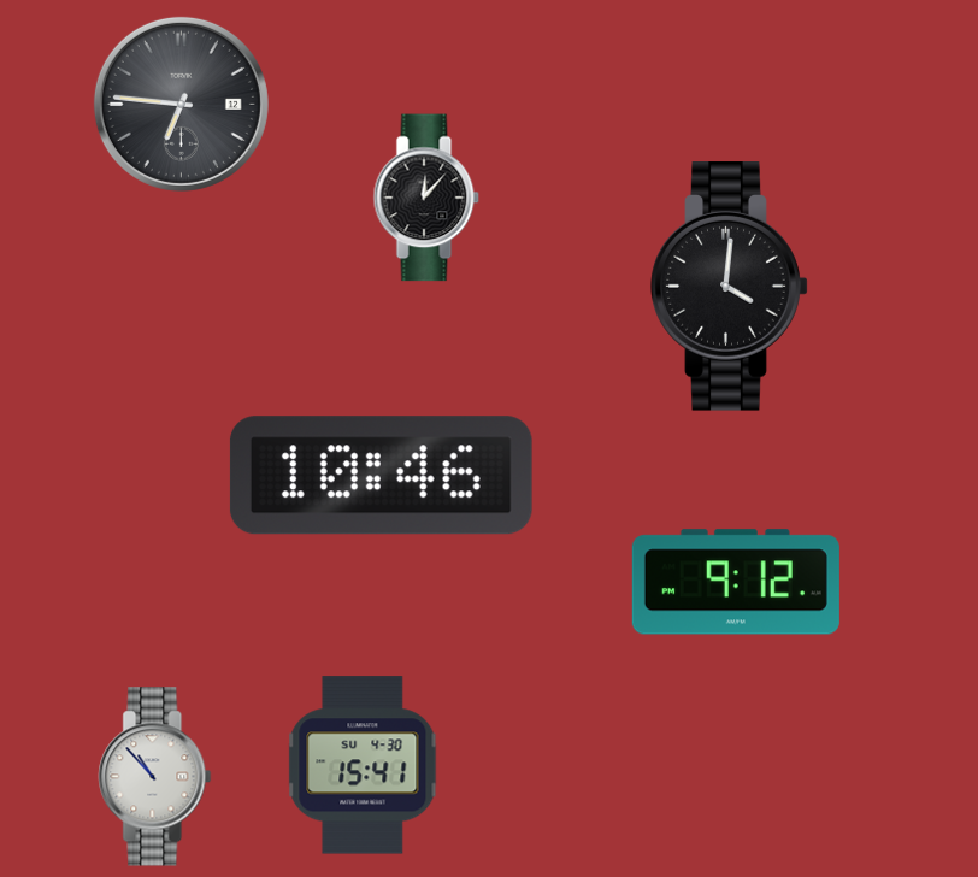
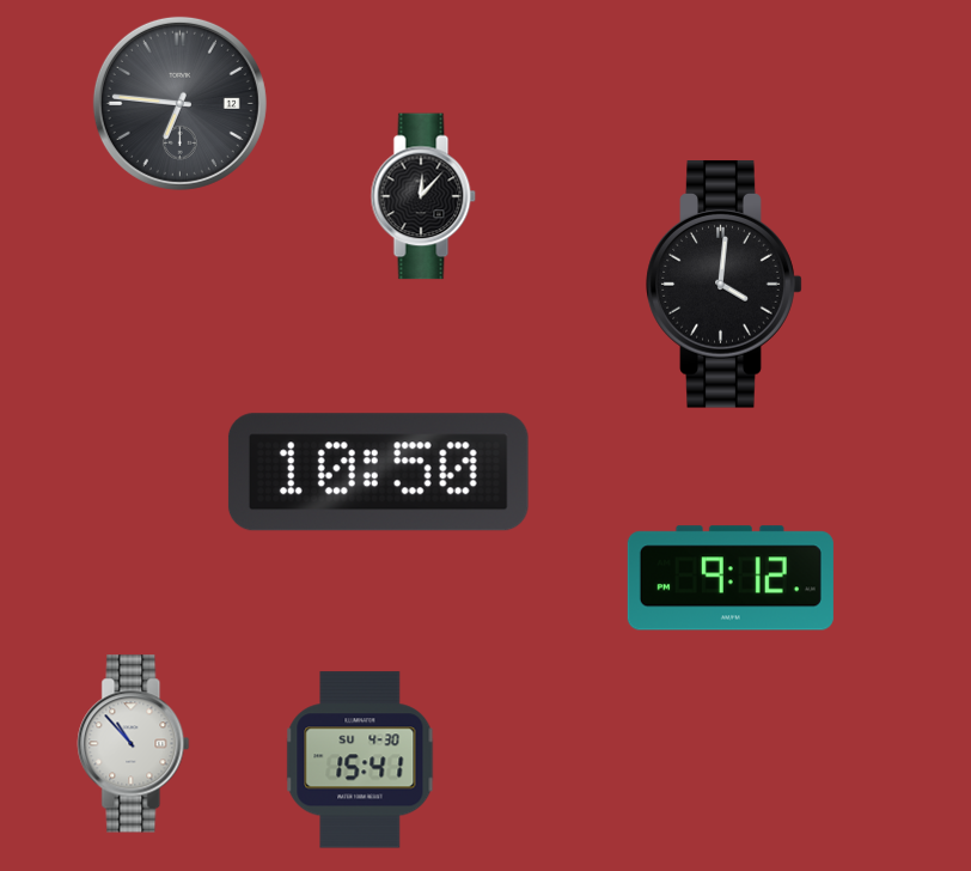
clock at (381, 476): 10:46 -> 10:50
clock at (155, 777) position: (155, 777) -> (134, 744)
